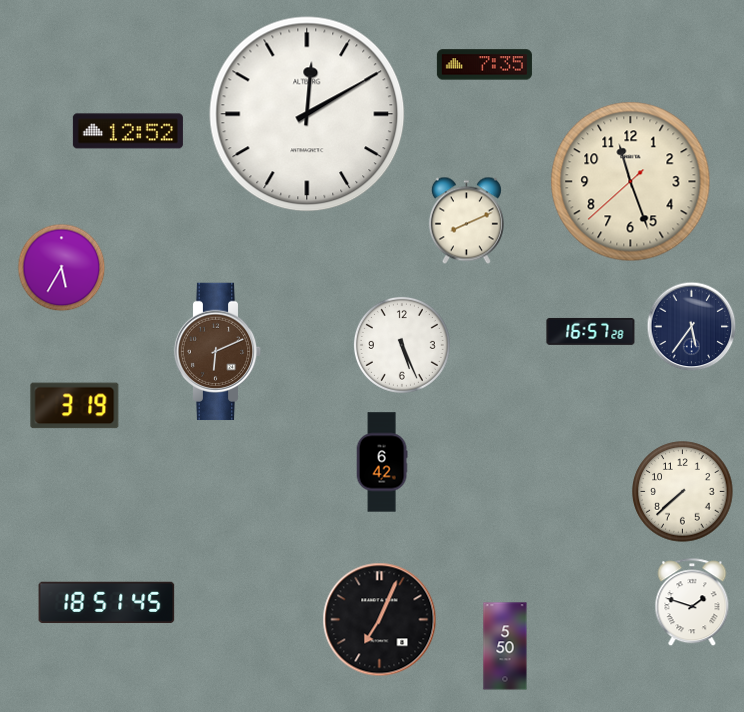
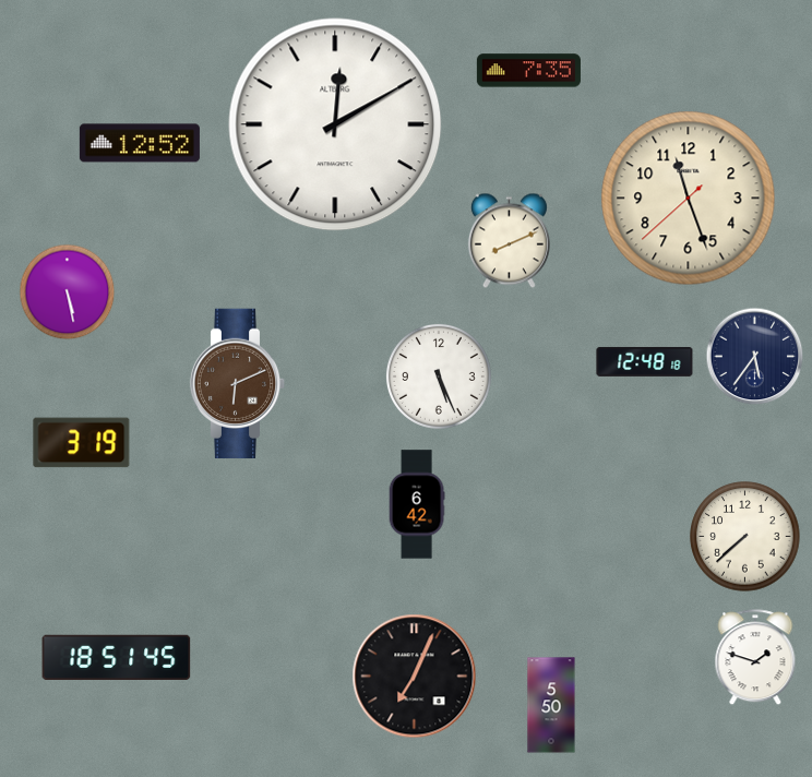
clock at (62, 268): 5:35 -> 5:28
clock at (591, 331): 16:57 -> 12:48
